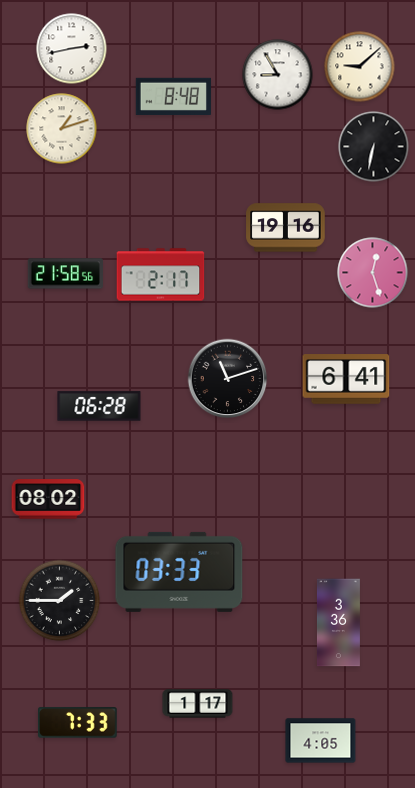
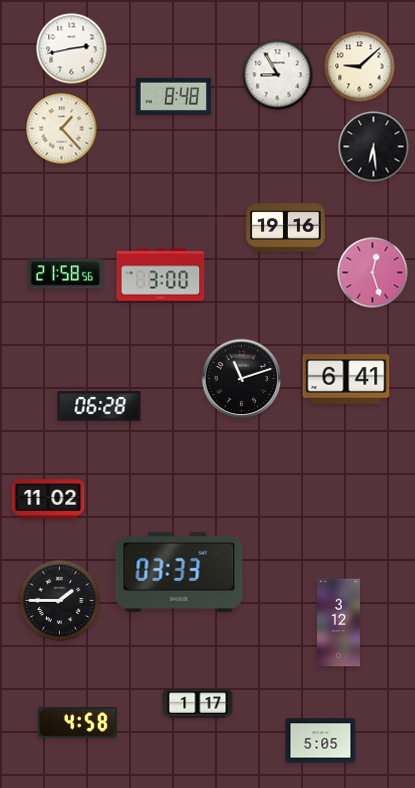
clock at (62, 129): 1:12 -> 1:23
clock at (374, 147): 6:32 -> 6:29
clock at (161, 275): 2:17 -> 3:00
clock at (228, 379) position: (228, 379) -> (242, 379)
clock at (48, 499): 08:02 -> 11:02
clock at (338, 623): 3:36 -> 3:12
clock at (78, 723): 7:33 -> 4:58
clock at (321, 741): 4:05 -> 5:05
